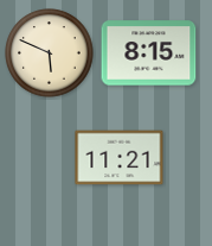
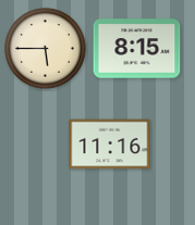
clock at (50, 53): 5:49 -> 5:45
clock at (120, 158): 11:21 -> 11:16
